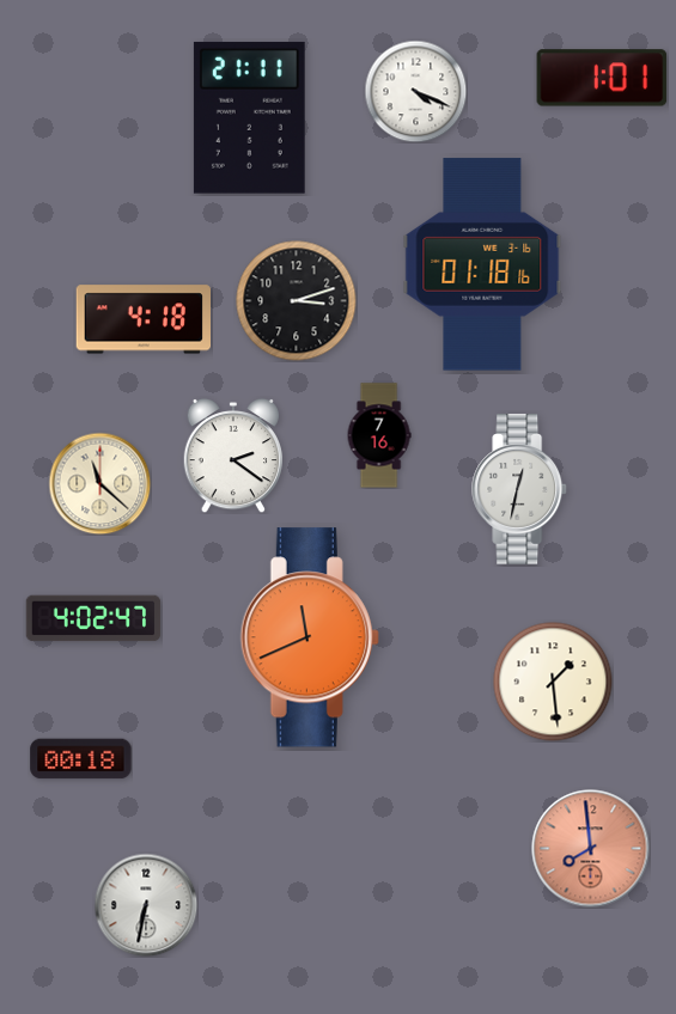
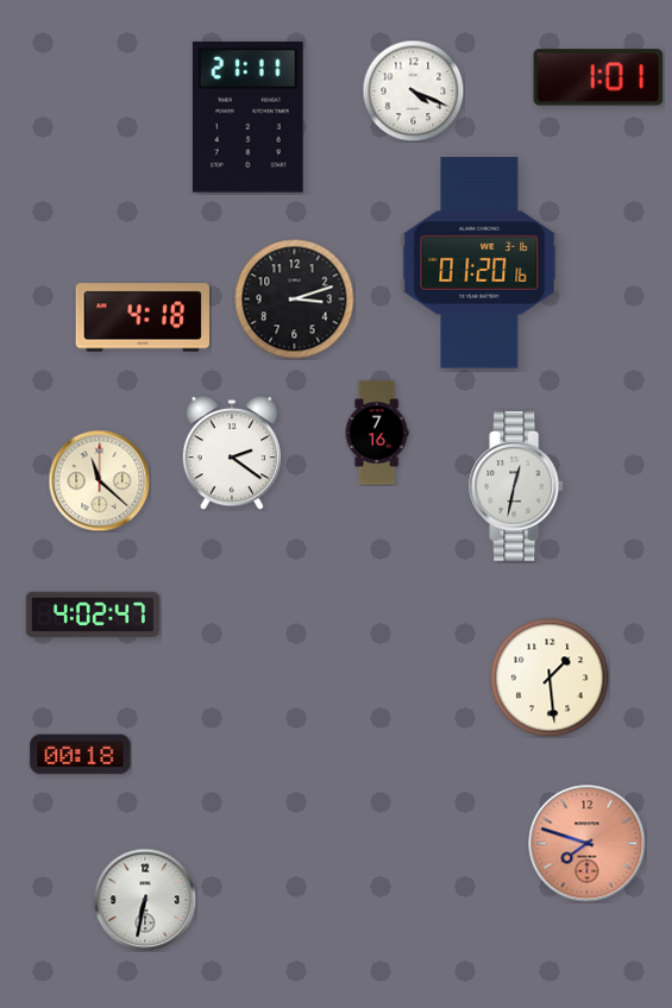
clock at (482, 264): 01:18 -> 01:20
clock at (310, 637): 11:41 -> none
clock at (591, 849): 7:59 -> 7:48
